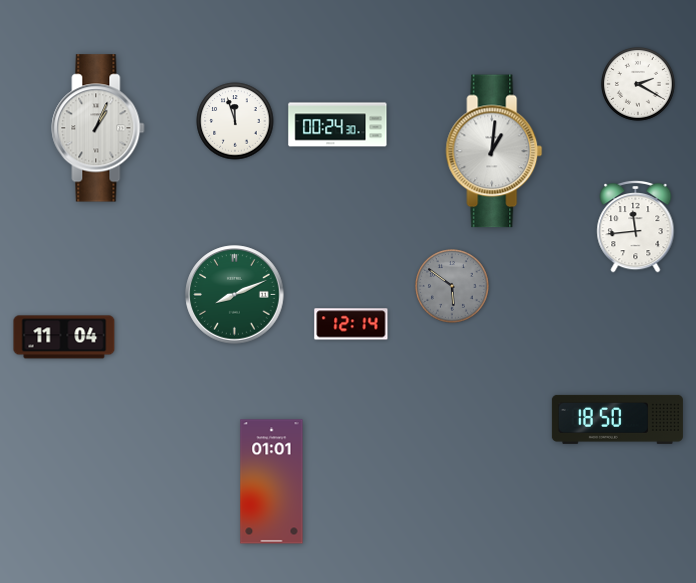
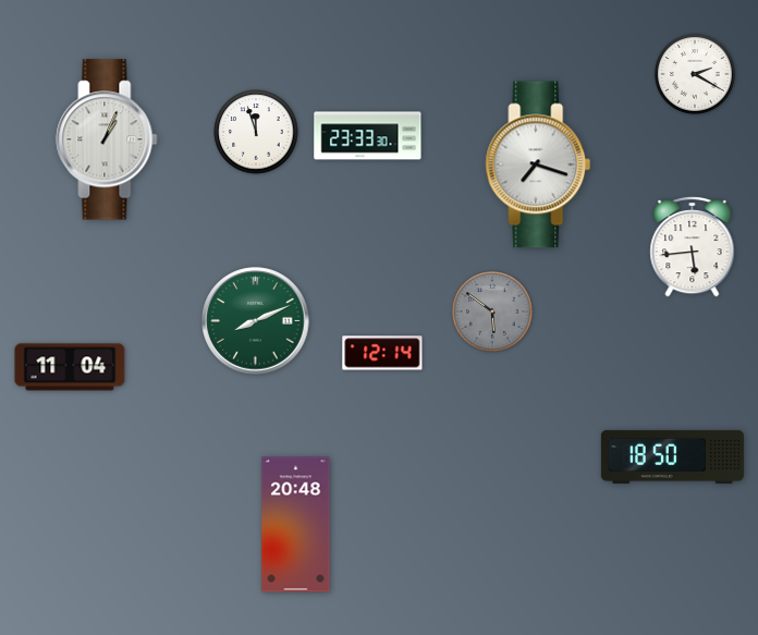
clock at (639, 85) position: (639, 85) -> (696, 75)
clock at (338, 125): 00:24 -> 23:33
clock at (494, 151): 1:01 -> 7:18
clock at (636, 226): 11:44 -> 5:44
clock at (272, 482): 01:01 -> 20:48
